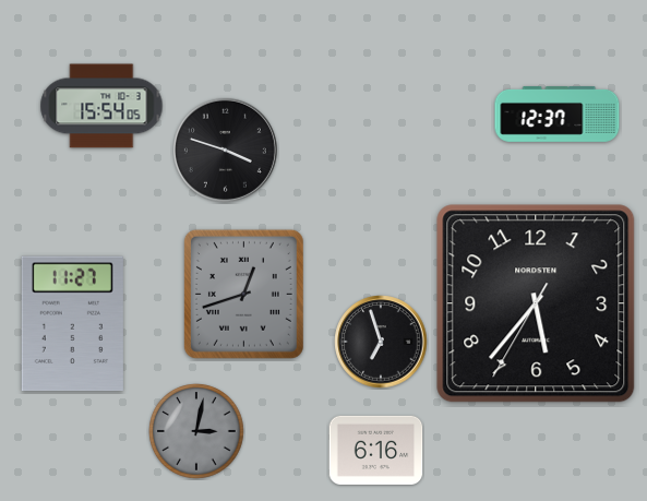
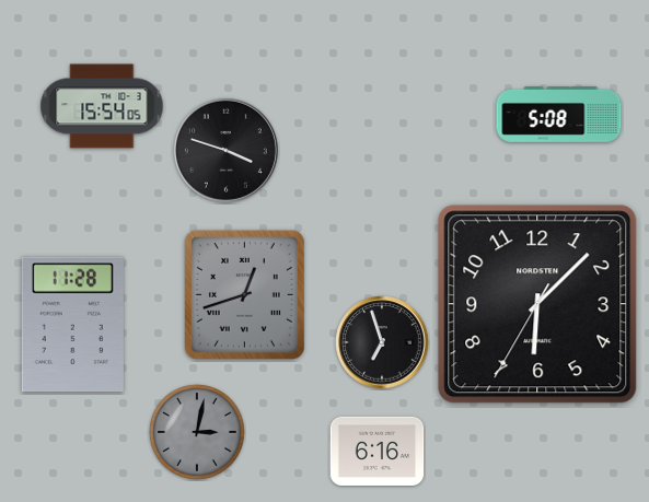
clock at (558, 115): 12:37 -> 5:08
clock at (536, 303): 5:36 -> 6:07
clock at (72, 324): 11:27 -> 11:28
